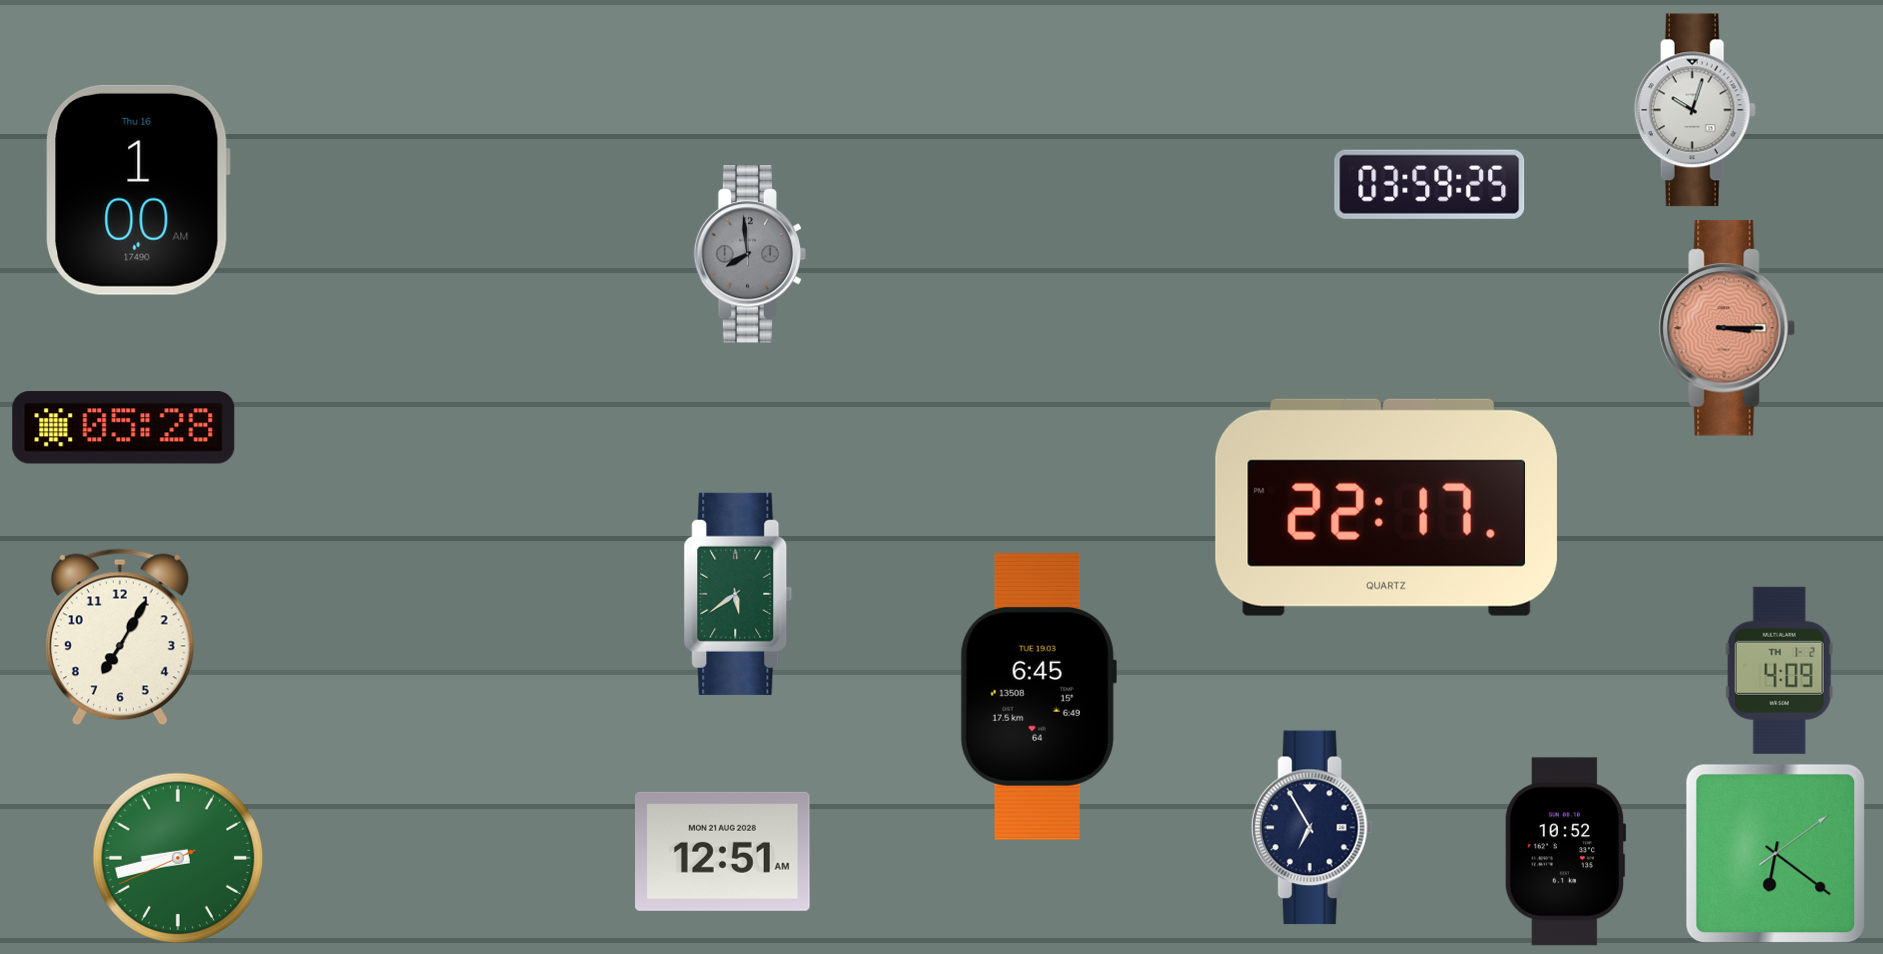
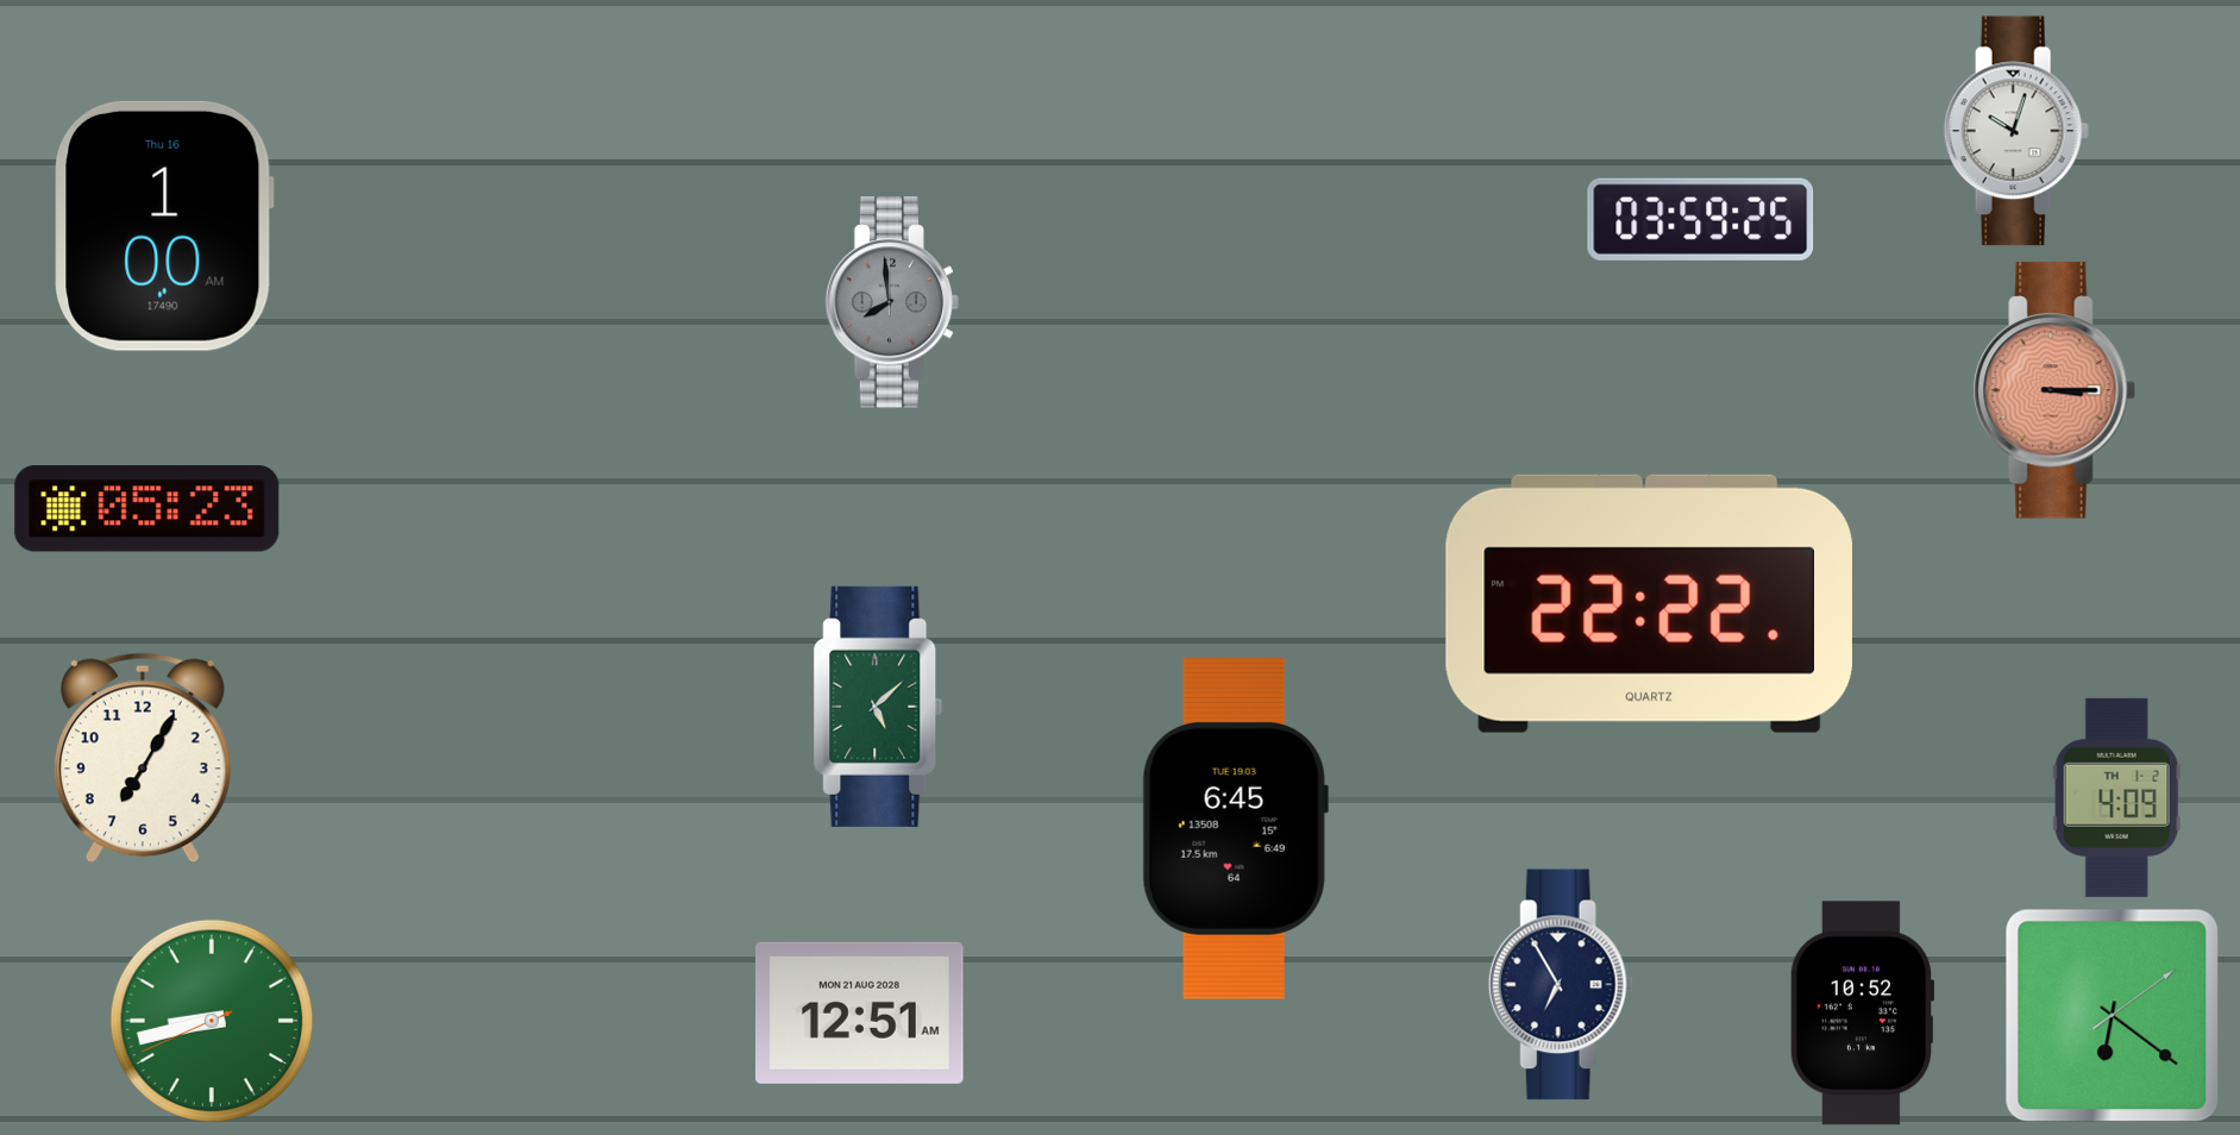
clock at (124, 428): 05:28 -> 05:23
clock at (1386, 507): 22:17 -> 22:22
clock at (738, 594): 5:39 -> 5:08
